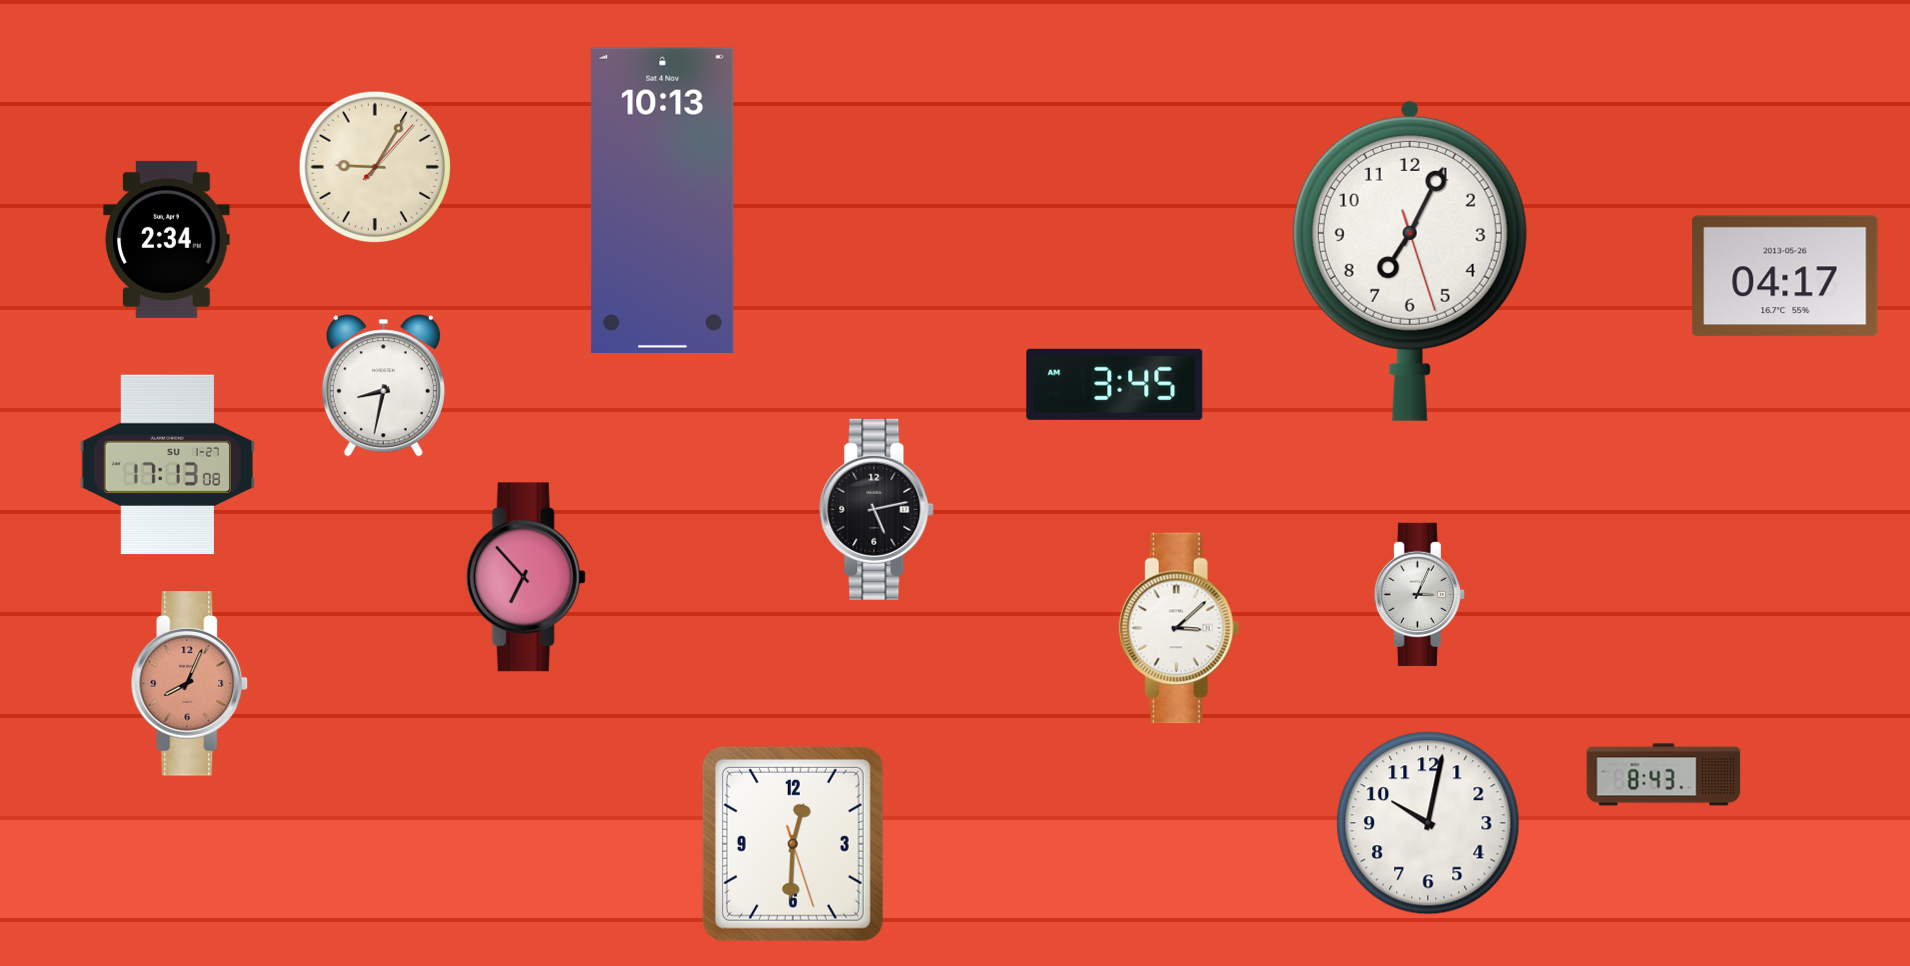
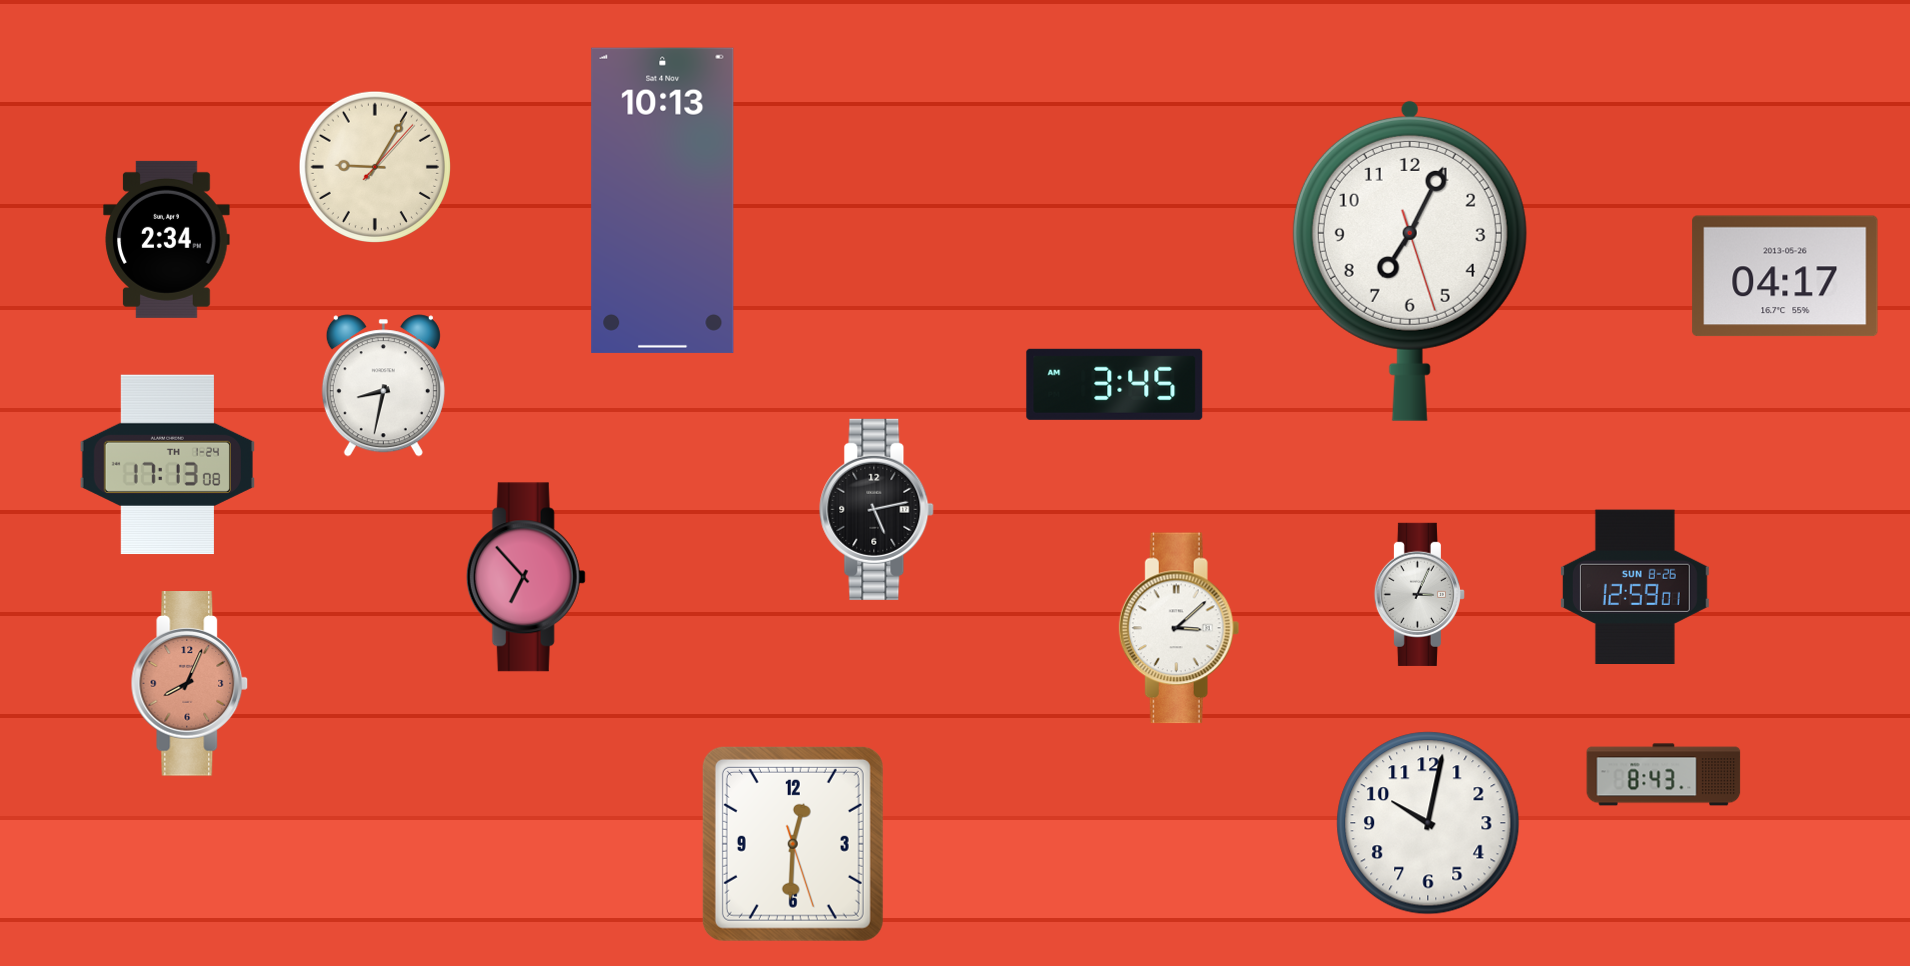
clock at (167, 465) date: SU 1-27 -> TH 1-24
clock at (1635, 586): none -> 12:59
